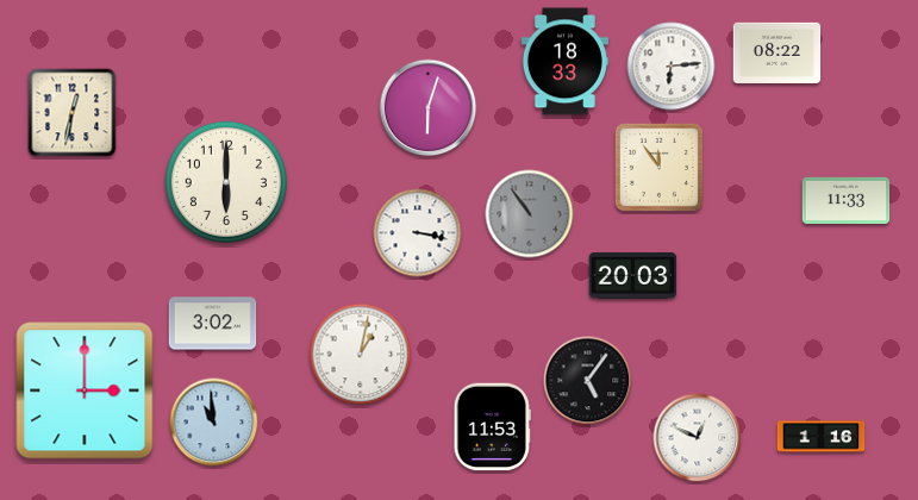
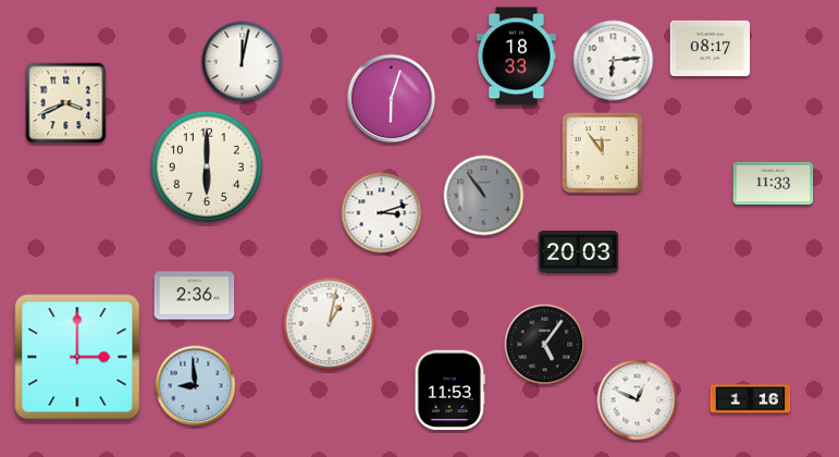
clock at (778, 52): 08:22 -> 08:17
clock at (243, 62): none -> 12:02
clock at (73, 113): 12:32 -> 3:41
clock at (418, 233): 3:17 -> 3:12
clock at (213, 324): 3:02 -> 2:36
clock at (588, 381) position: (588, 381) -> (545, 345)
clock at (214, 423): 10:59 -> 8:59
